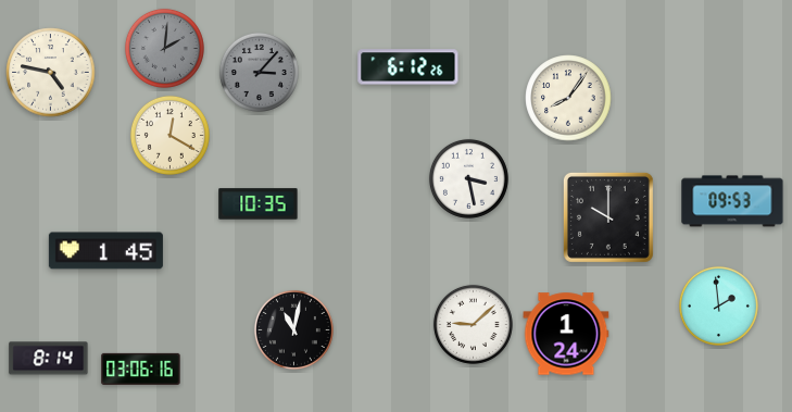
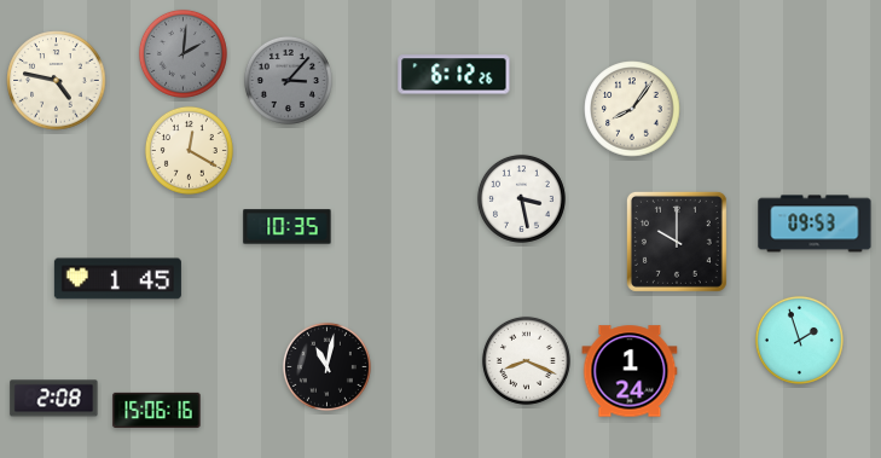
clock at (718, 305): 1:59 -> 1:57
clock at (473, 324): 9:08 -> 8:19
clock at (49, 359): 8:14 -> 2:08
clock at (141, 369): 03:06 -> 15:06
